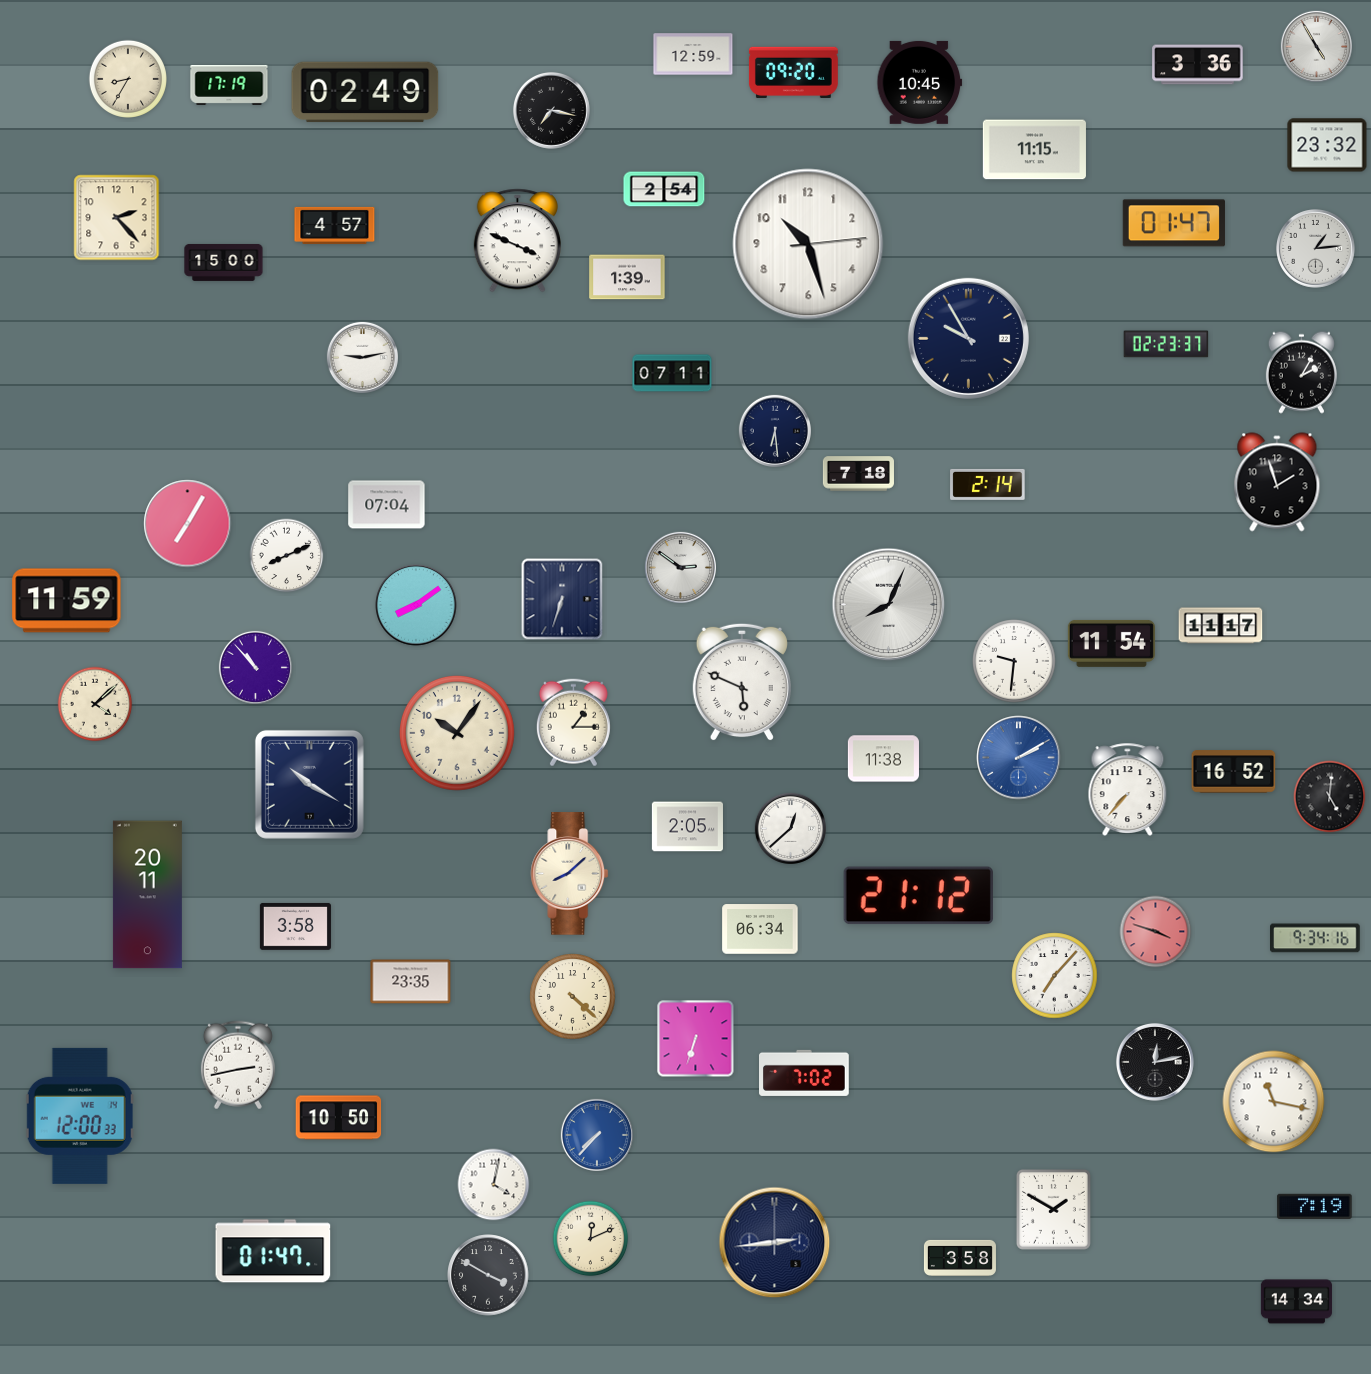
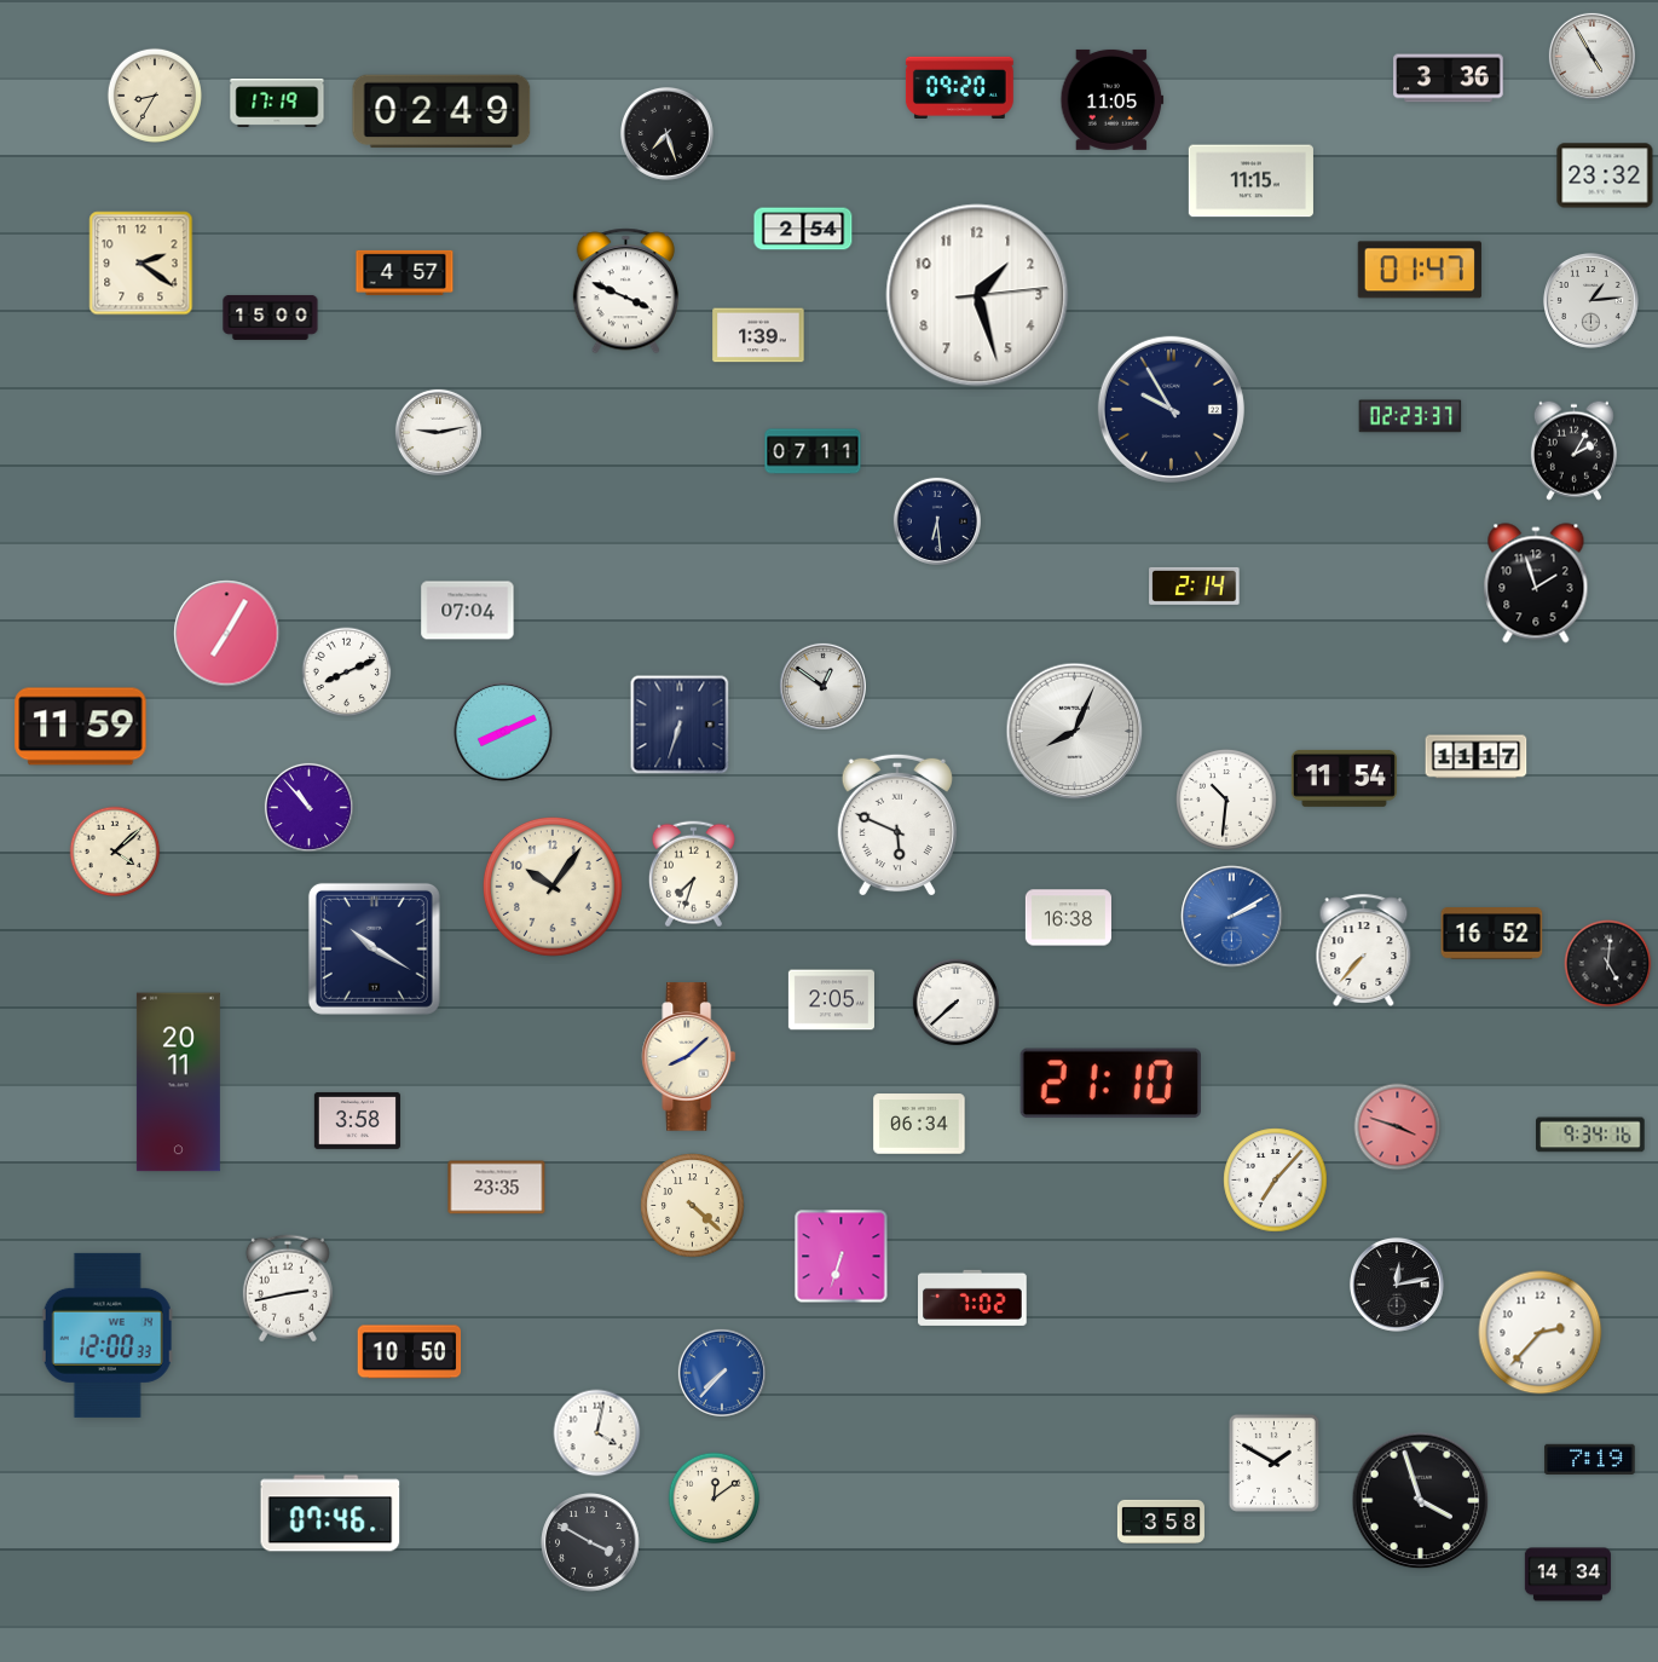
clock at (693, 54): 12:59 -> none
clock at (920, 82): 10:45 -> 11:05
clock at (551, 110): 7:17 -> 7:27
clock at (117, 218): 2:23 -> 2:21
clock at (808, 244): 10:27 -> 1:27
clock at (858, 474): 7:18 -> none
clock at (1277, 482) position: (1277, 482) -> (1536, 583)
clock at (680, 567): 2:51 -> 12:51
clock at (416, 605): 8:09 -> 8:11
clock at (1015, 662): 9:31 -> 10:31
clock at (573, 723): 1:15 -> 7:33
clock at (883, 759): 11:38 -> 16:38
clock at (1128, 789) position: (1128, 789) -> (1364, 950)
clock at (790, 828): 12:38 -> 7:38
clock at (918, 896): 21:12 -> 21:10
clock at (1274, 1102): 11:17 -> 2:37
clock at (80, 1116) position: (80, 1116) -> (108, 1335)
clock at (591, 1239): 12:11 -> 12:09
clock at (1421, 1501): none -> 3:57
clock at (775, 1243): 2:44 -> none
clock at (273, 1251): 01:47 -> 07:46
